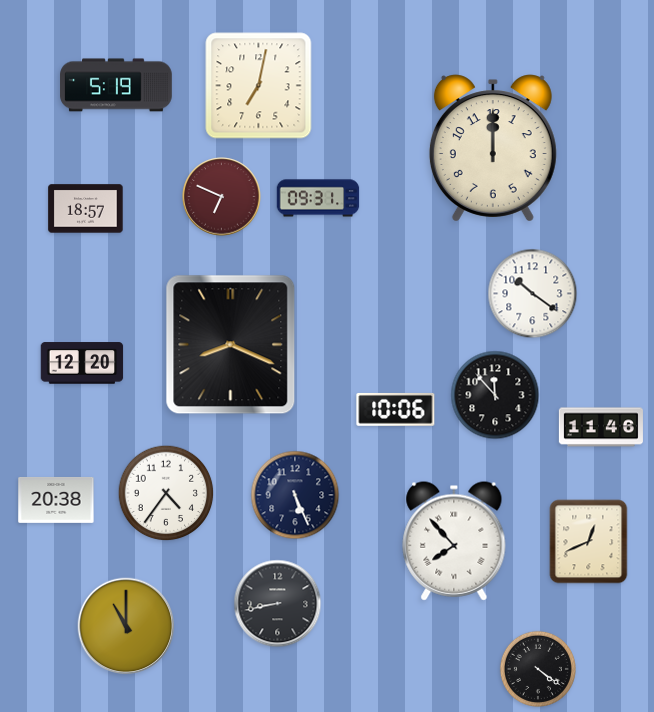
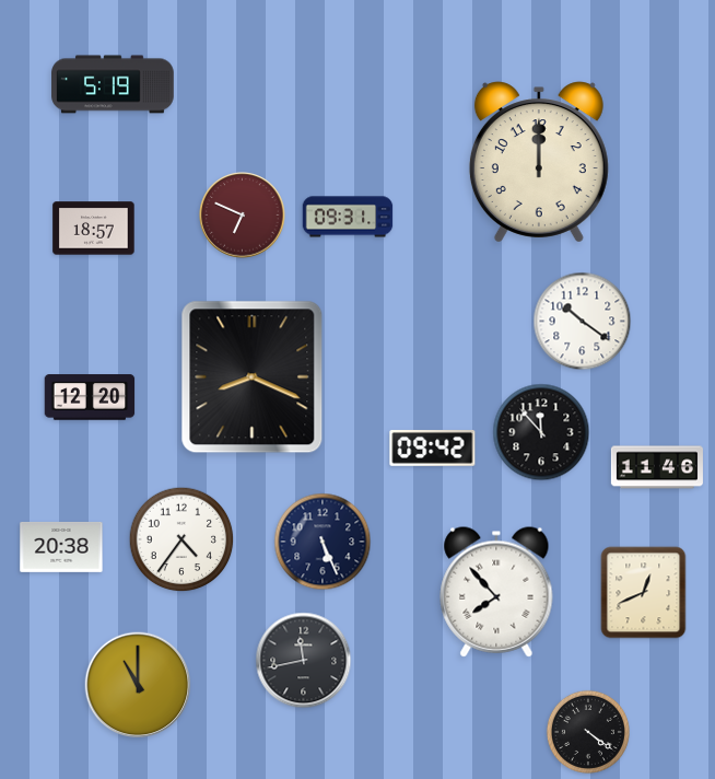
clock at (116, 85) position: (116, 85) -> (113, 84)
clock at (259, 86): 7:02 -> none
clock at (396, 410): 10:06 -> 09:42
clock at (278, 604): 8:43 -> 11:43
